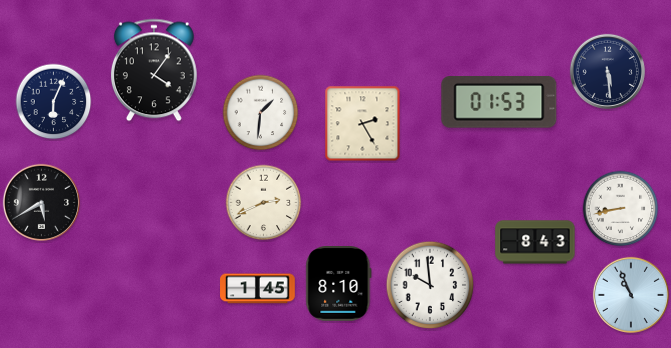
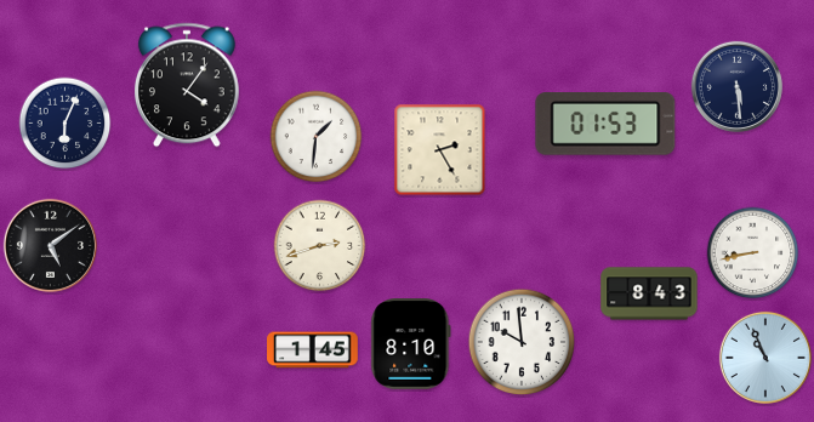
clock at (41, 202): 5:40 -> 5:09
clock at (264, 203): 2:41 -> 2:42
clock at (430, 285) position: (430, 285) -> (522, 342)
